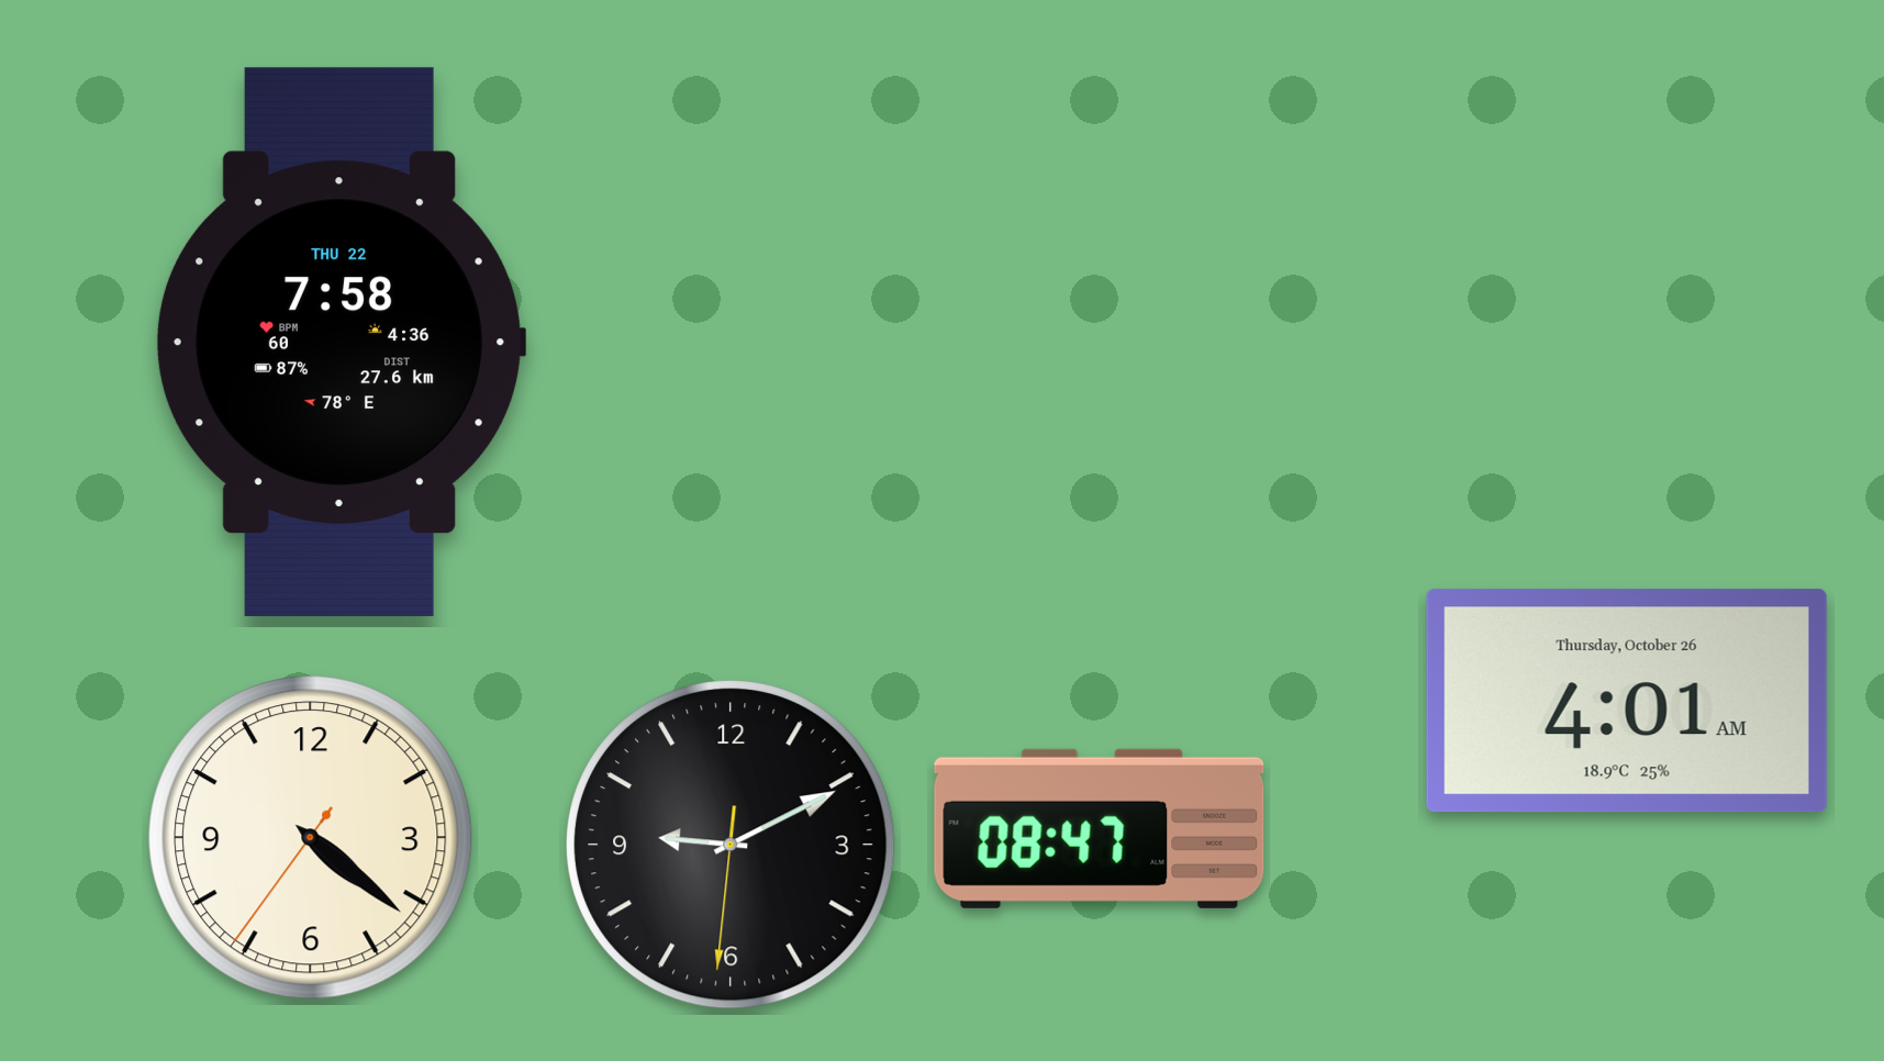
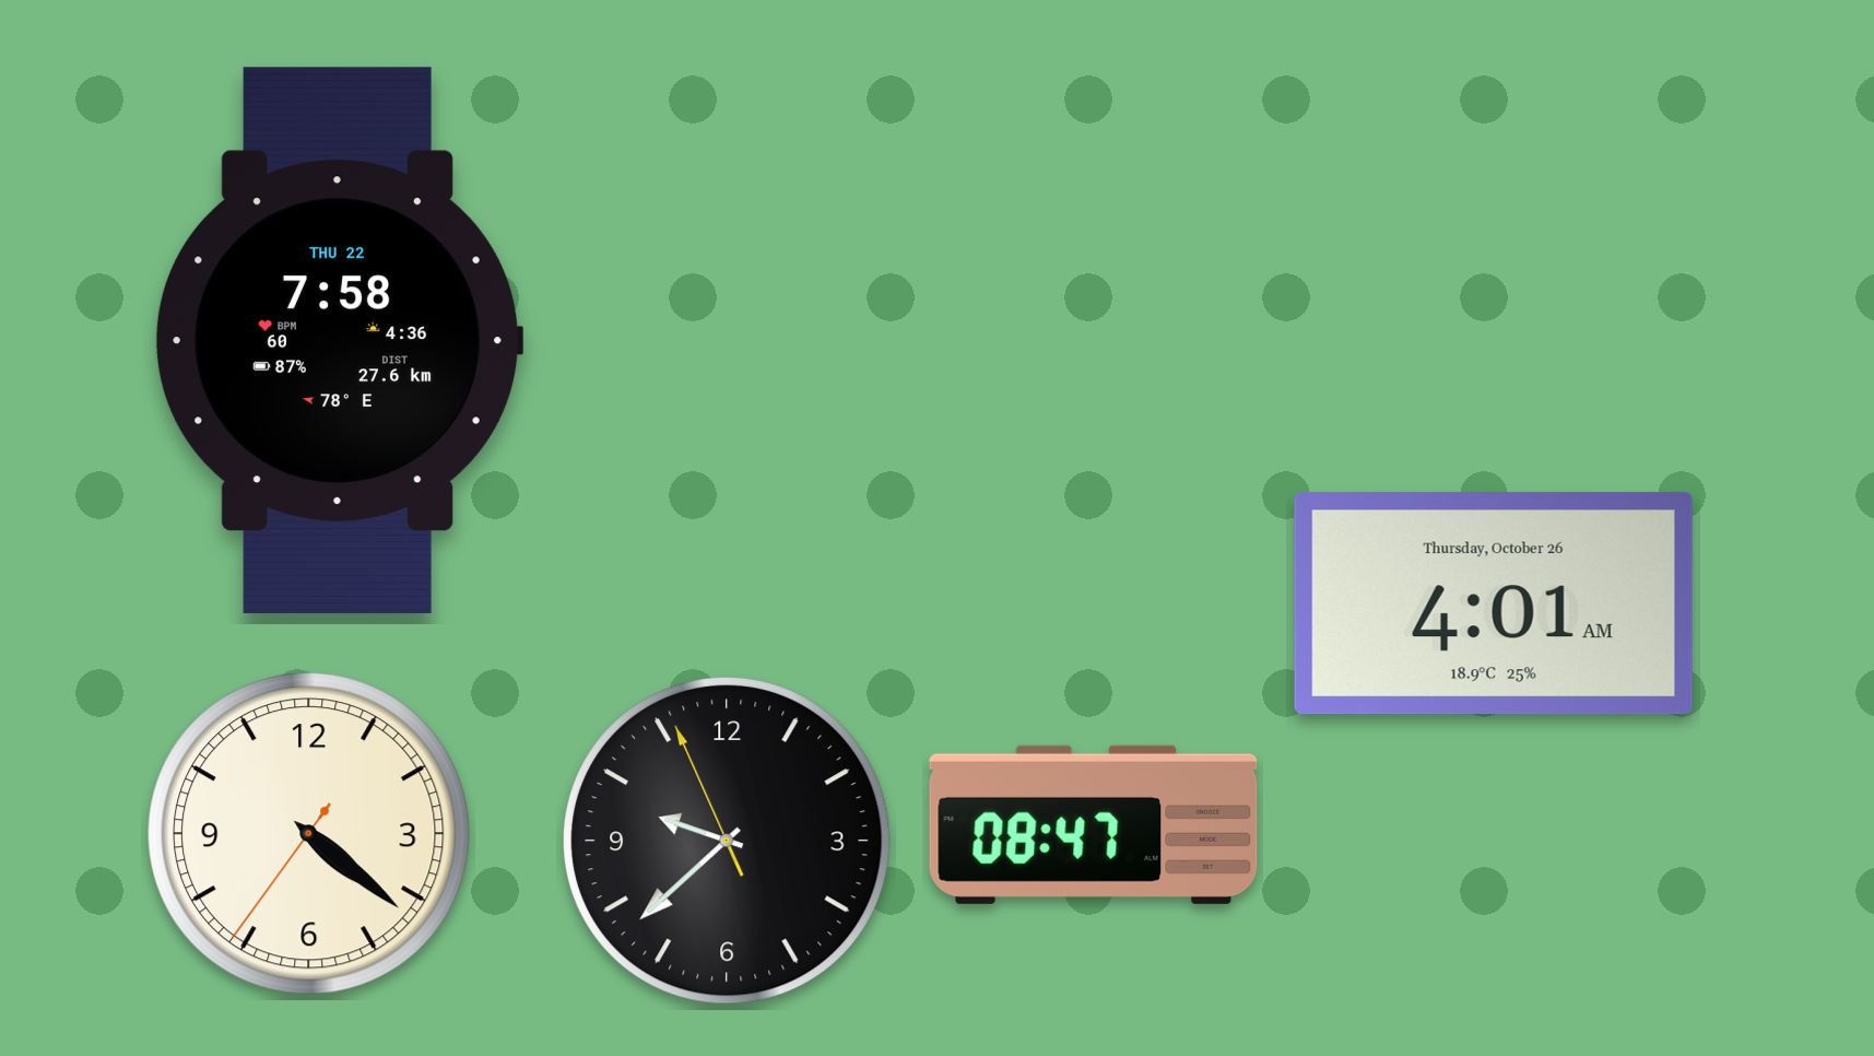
clock at (1627, 701) position: (1627, 701) -> (1494, 603)
clock at (732, 846): 9:10 -> 9:37
